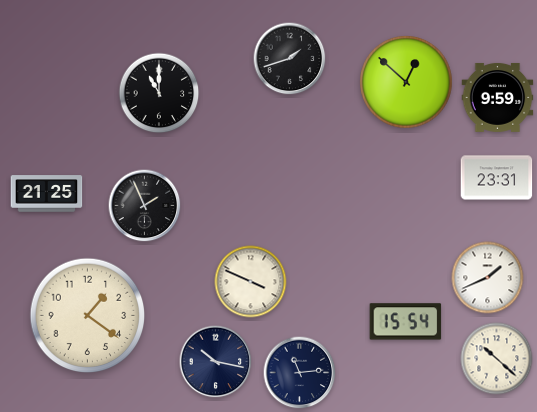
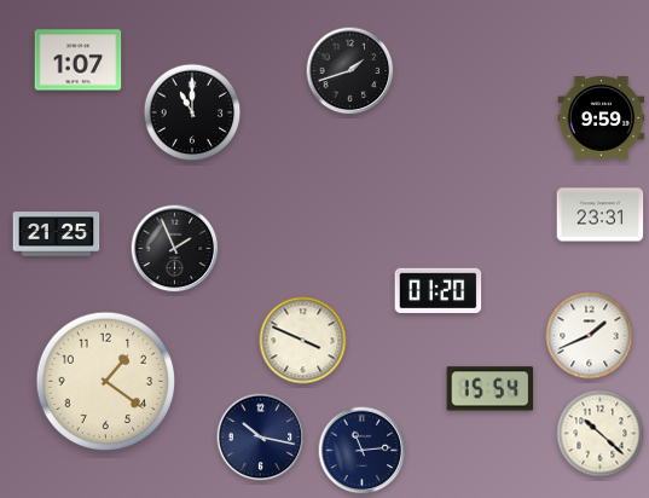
clock at (79, 60): none -> 1:07
clock at (406, 82): 12:52 -> none
clock at (439, 290): none -> 01:20
